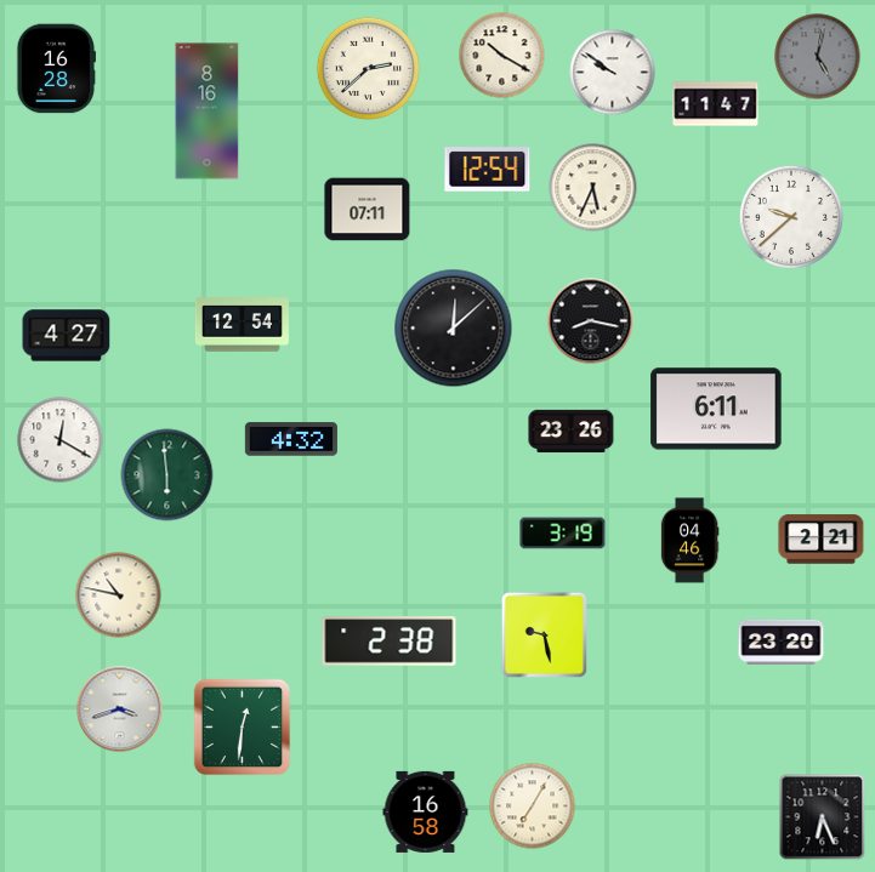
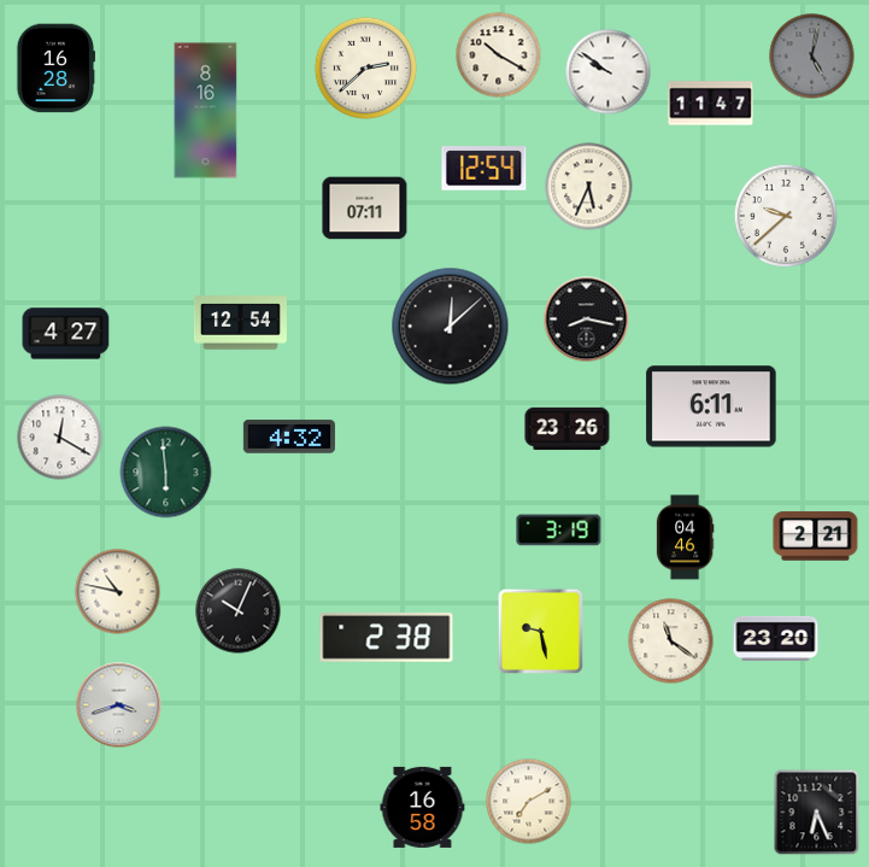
clock at (239, 611): none -> 10:04
clock at (671, 642): none -> 11:21
clock at (243, 728): 12:31 -> none
clock at (533, 807): 7:05 -> 7:10
